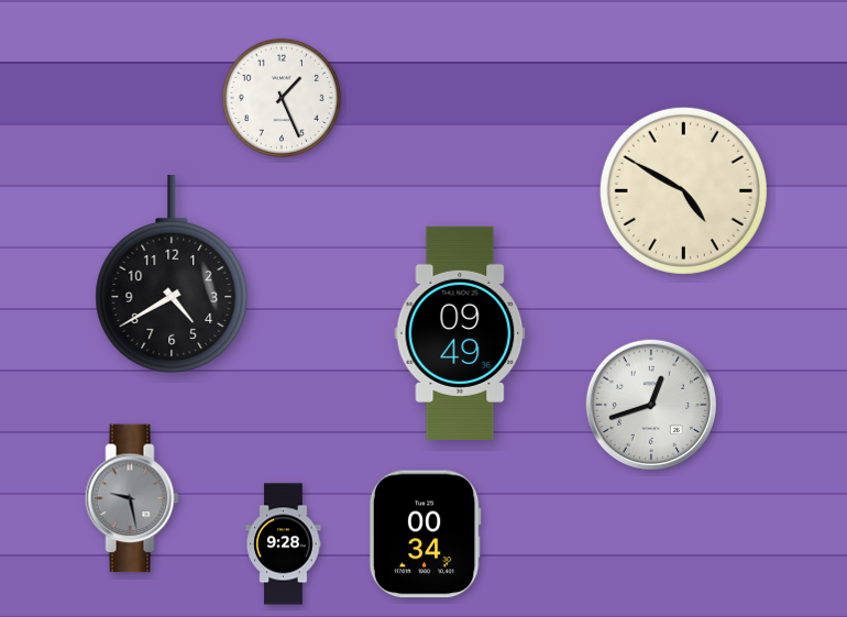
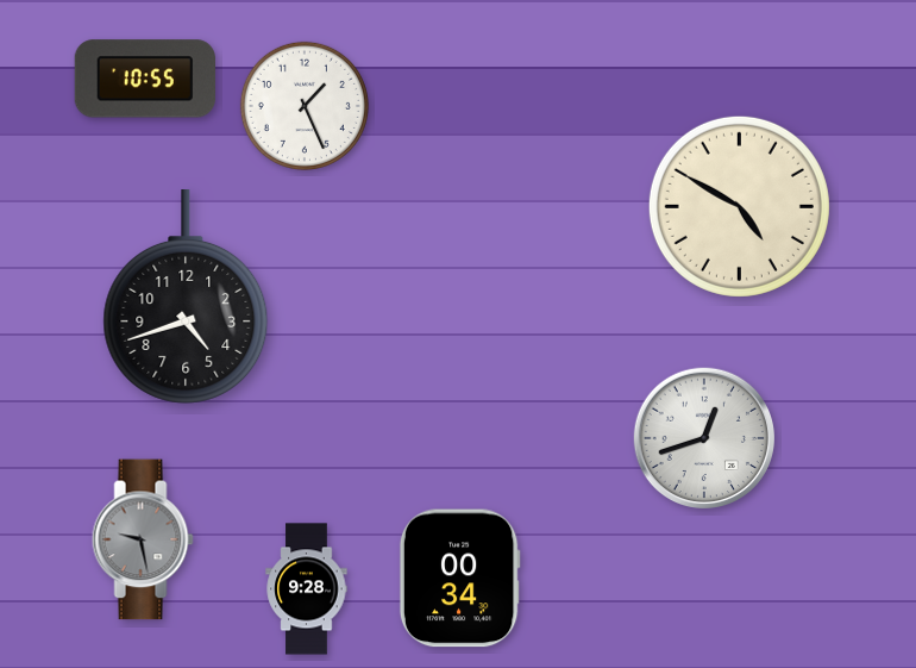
clock at (145, 79): none -> 10:55
clock at (172, 275): 4:40 -> 4:42
clock at (460, 333): 09:49 -> none
